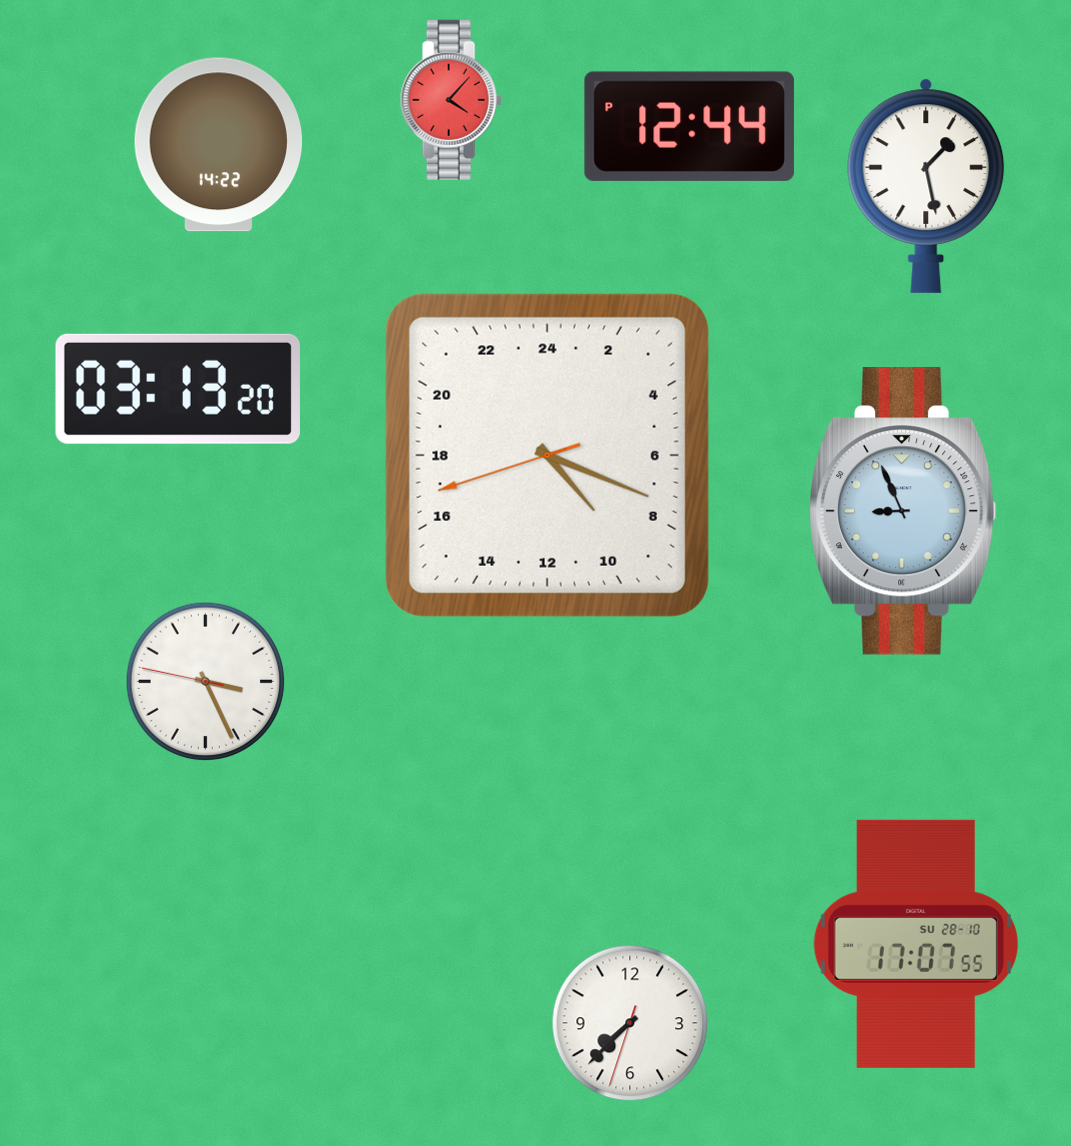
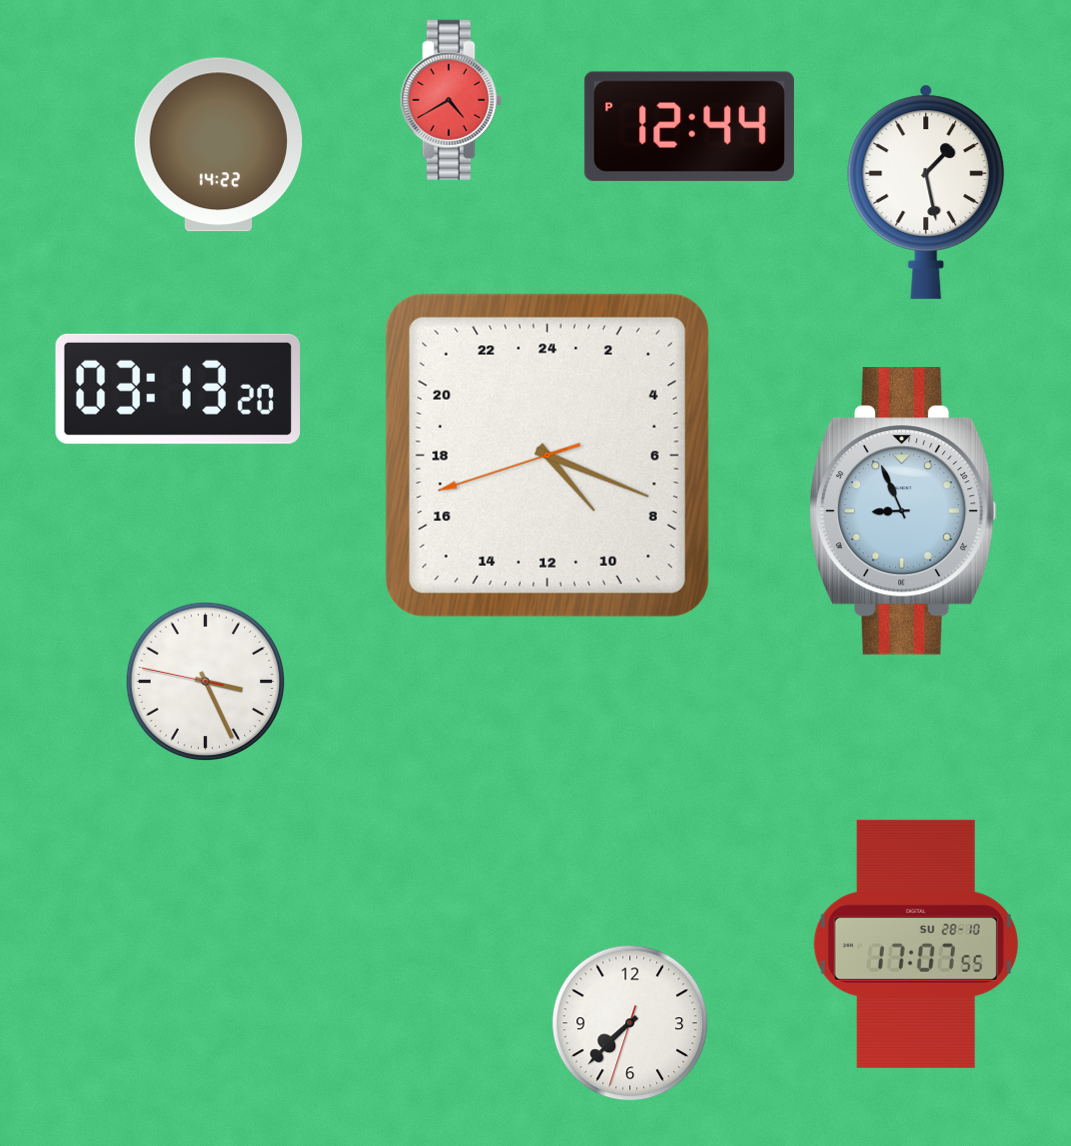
clock at (451, 100): 4:07 -> 4:40
clock at (926, 186) position: (926, 186) -> (926, 192)
